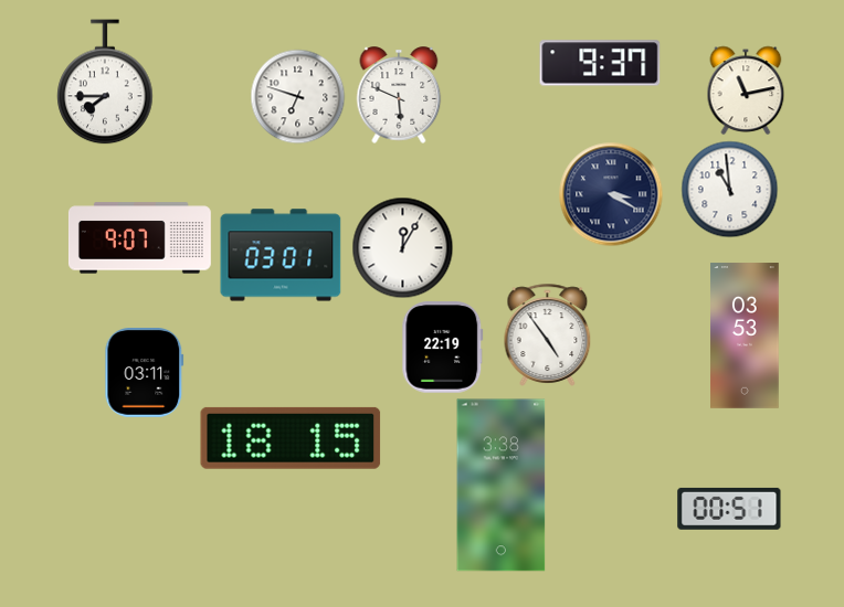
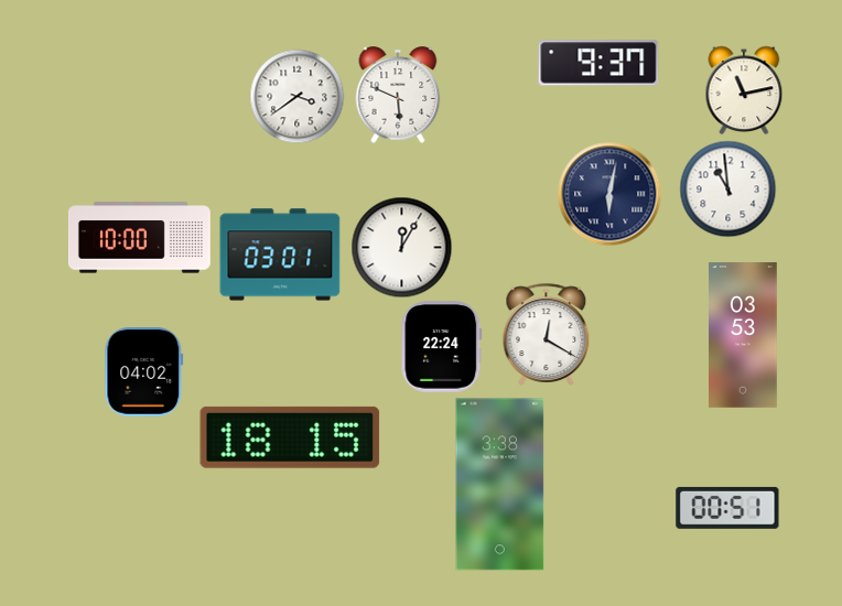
clock at (105, 82): 7:45 -> none
clock at (297, 96): 6:48 -> 3:39
clock at (611, 194): 3:20 -> 6:02
clock at (139, 238): 9:07 -> 10:00
clock at (548, 334): 4:54 -> 12:20
clock at (443, 348): 22:19 -> 22:24
clock at (145, 373): 03:11 -> 04:02
